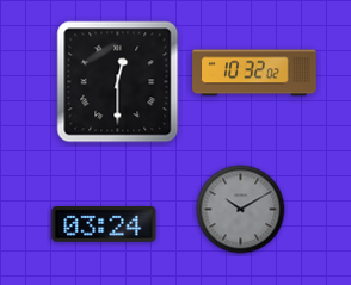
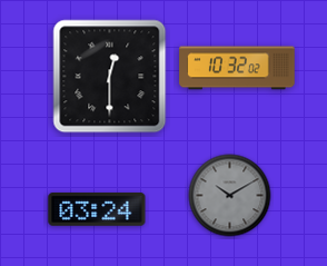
clock at (241, 210) position: (241, 210) -> (230, 196)
